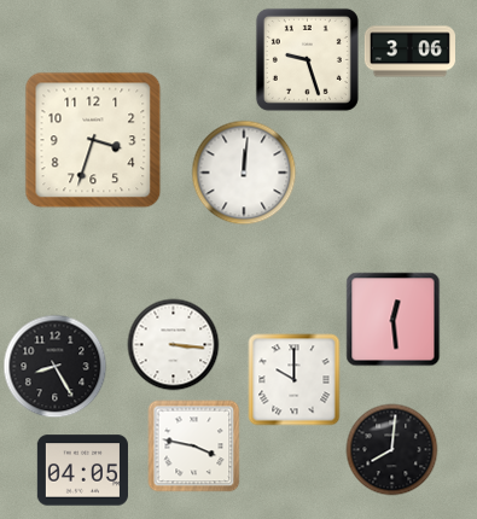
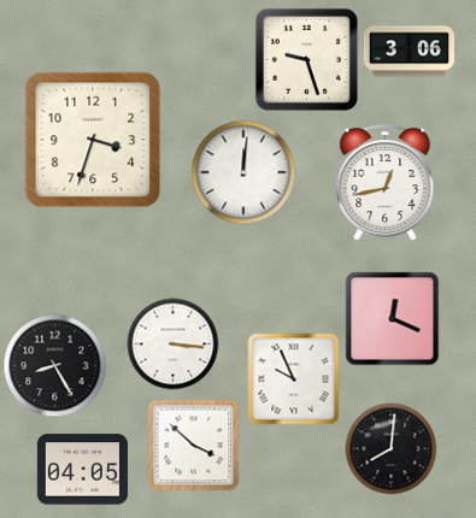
clock at (386, 183): none -> 12:43
clock at (394, 320): 12:29 -> 12:19
clock at (295, 380): 10:00 -> 9:56
clock at (194, 447): 3:47 -> 3:52
